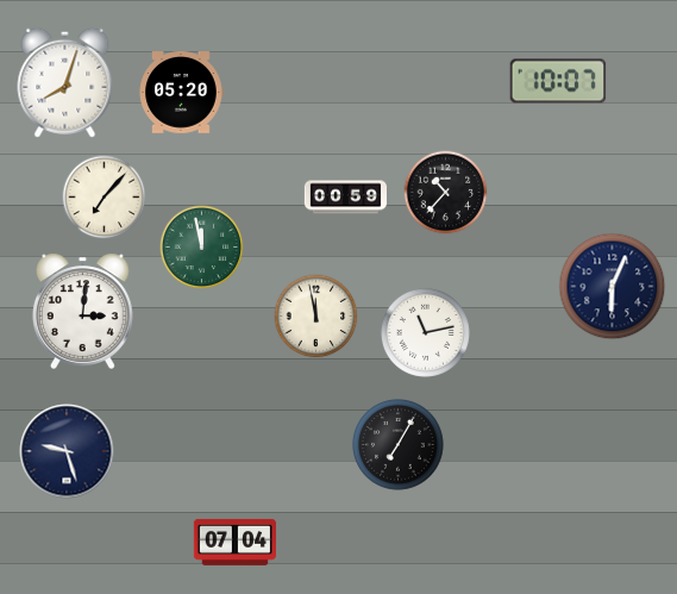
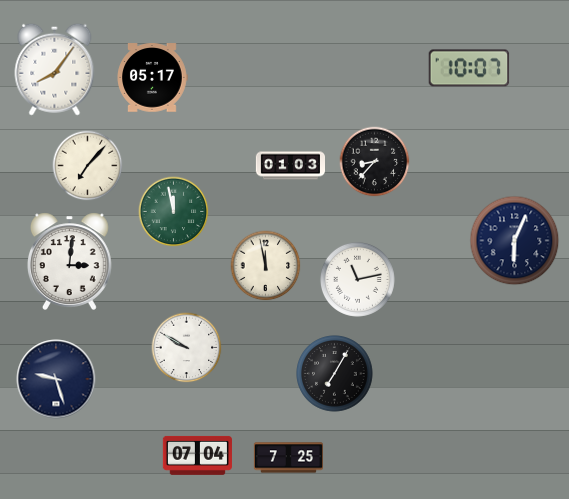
clock at (65, 82): 8:03 -> 8:06
clock at (181, 93): 05:20 -> 05:17
clock at (446, 193): 10:37 -> 8:37
clock at (345, 198): 00:59 -> 01:03
clock at (202, 248) position: (202, 248) -> (174, 212)
clock at (187, 348): none -> 9:50
clock at (288, 458): none -> 7:25
